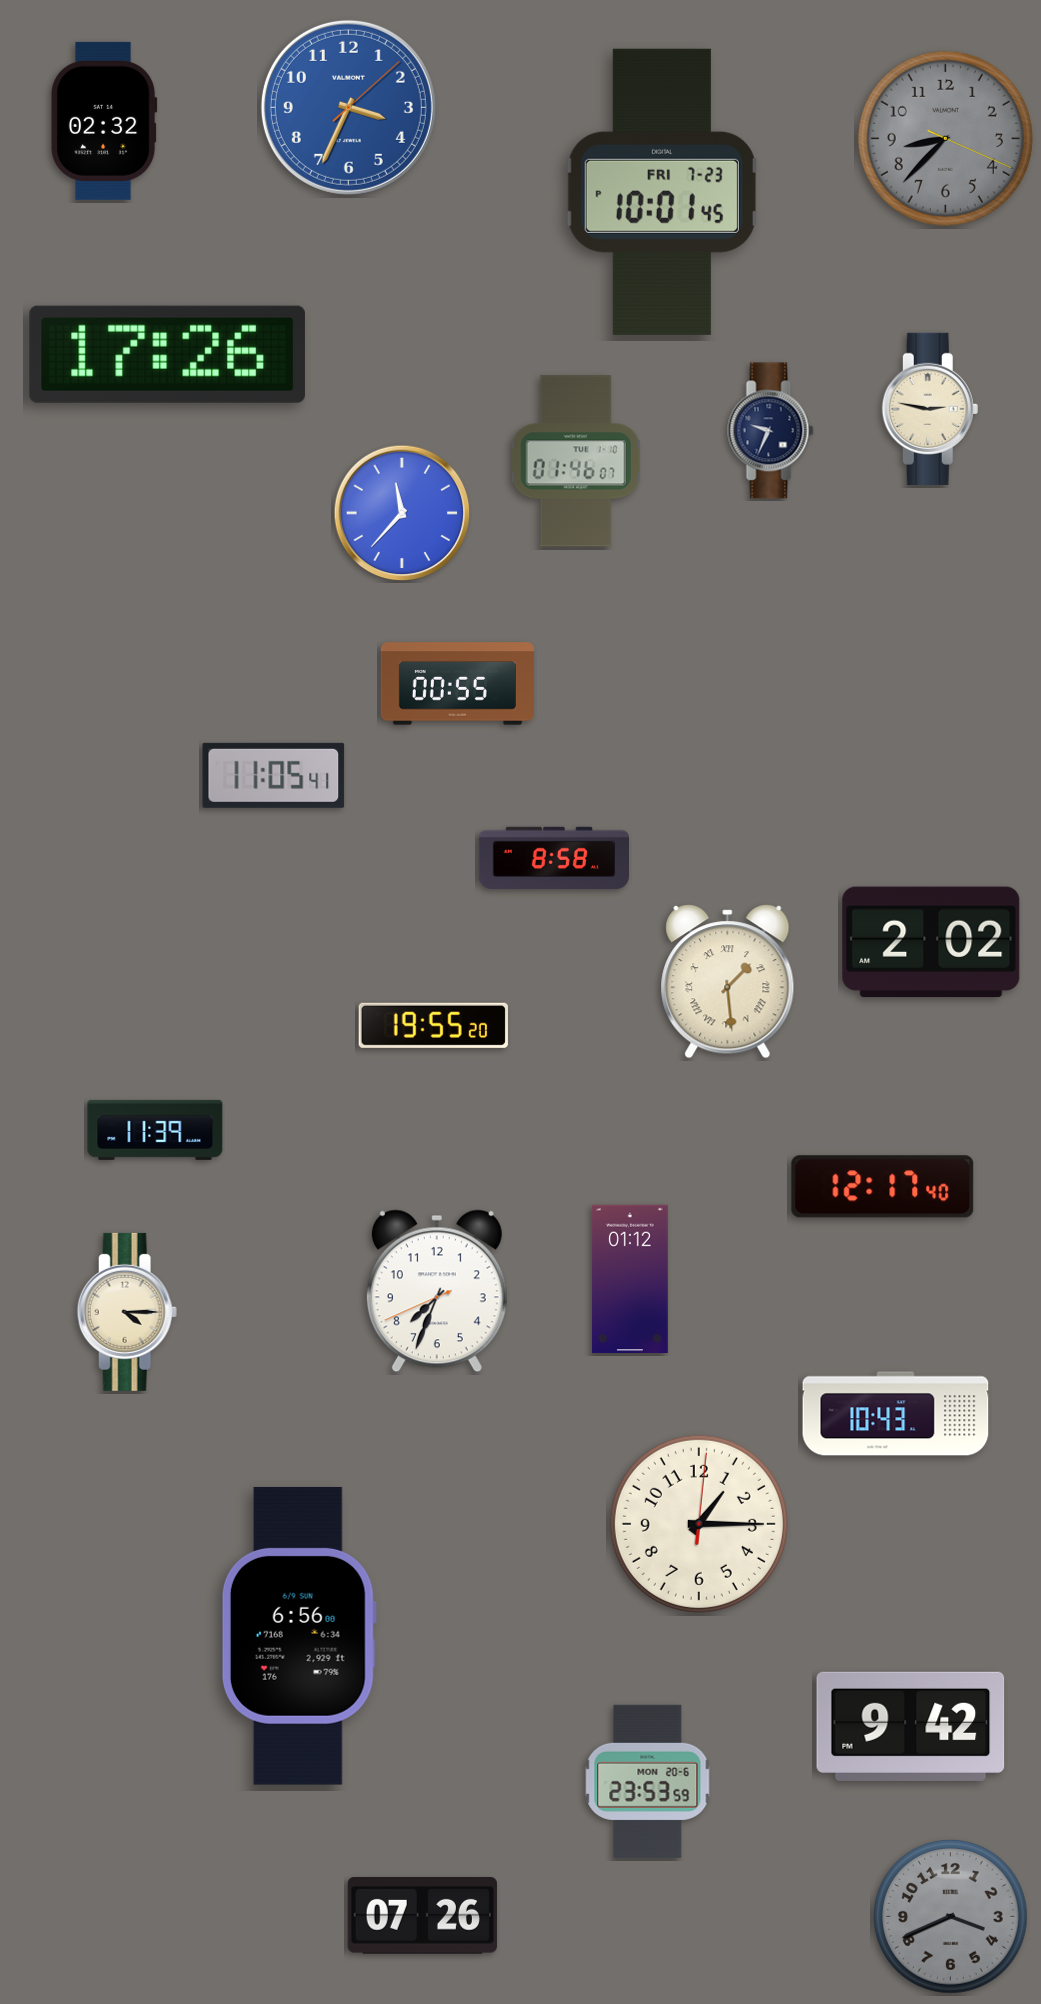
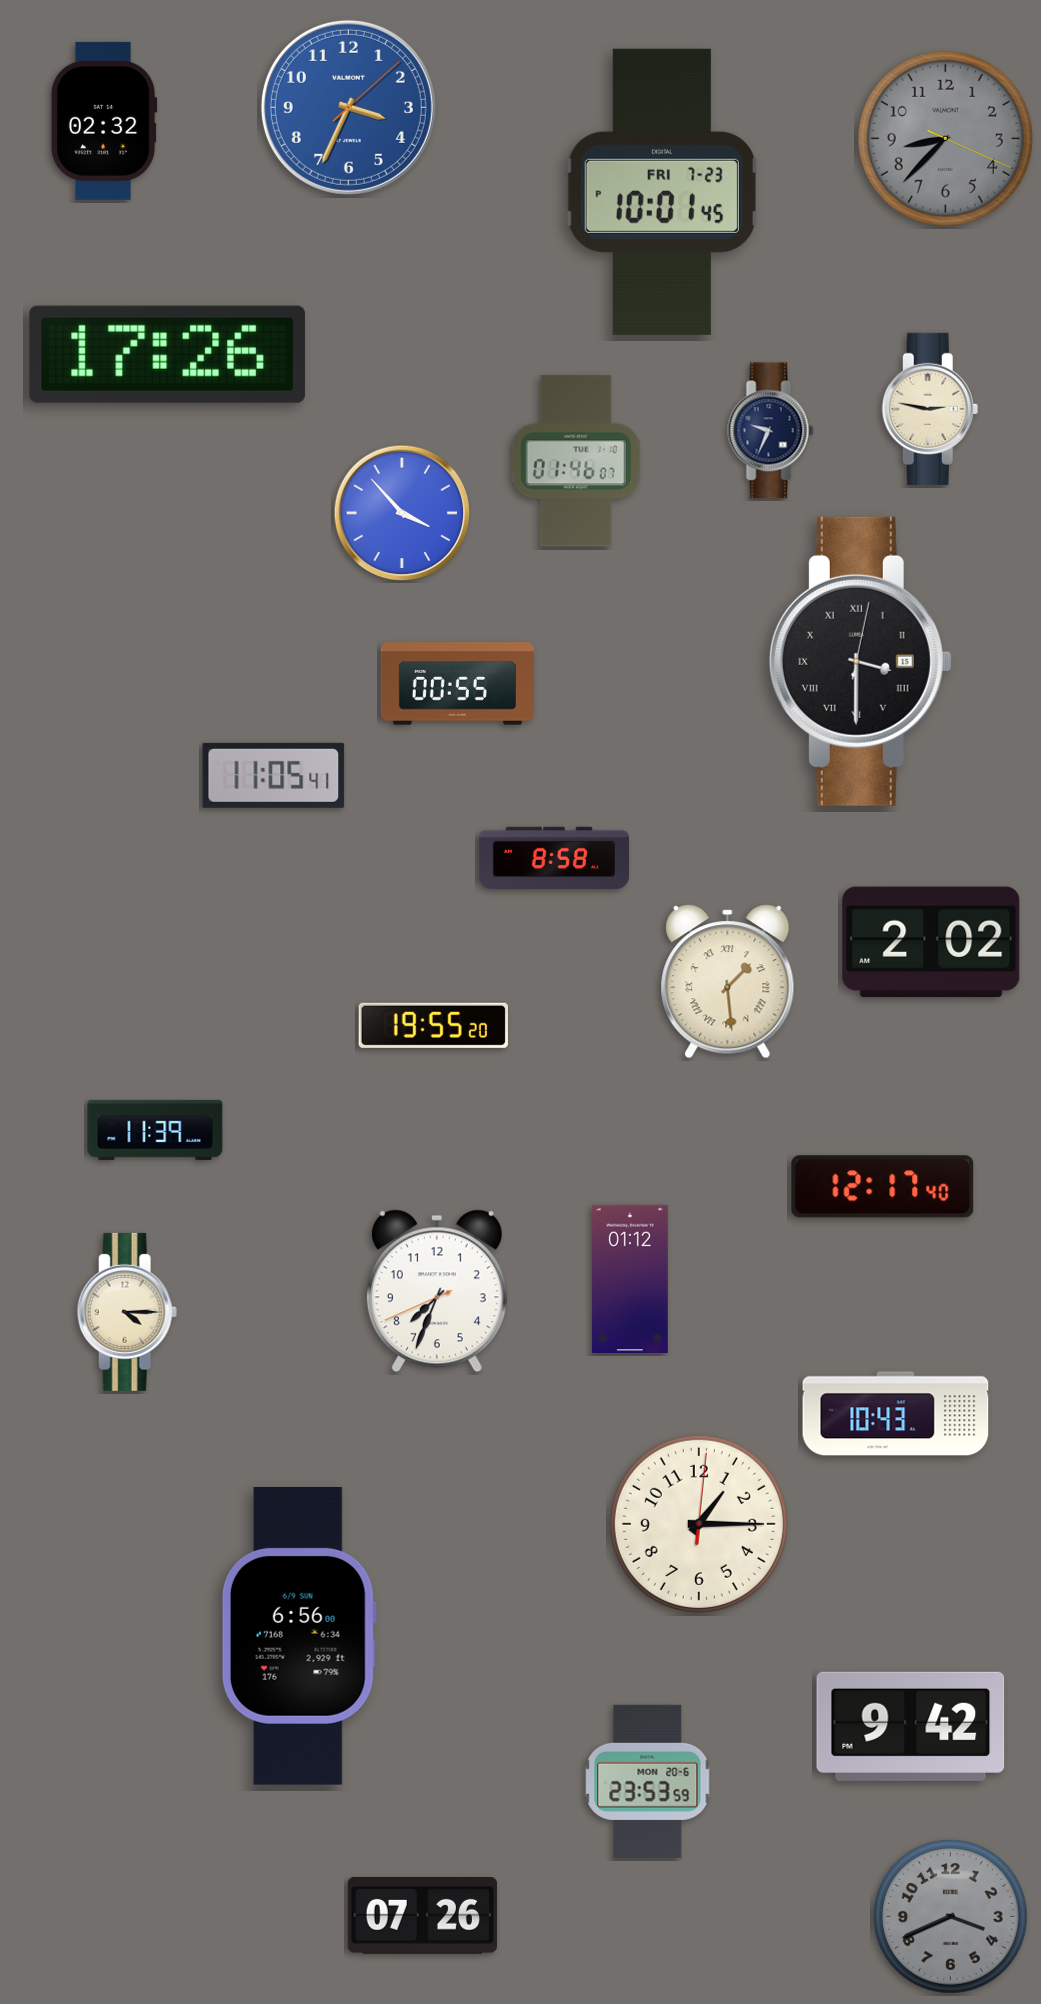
clock at (402, 513): 11:37 -> 3:53
clock at (860, 661): none -> 3:30
